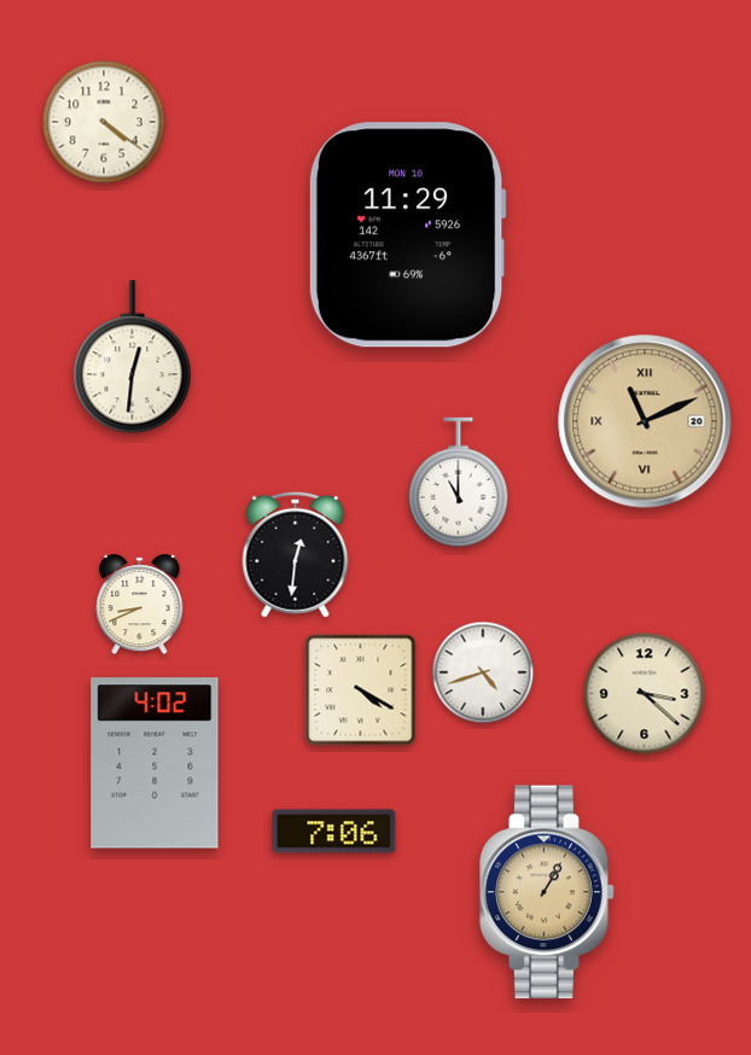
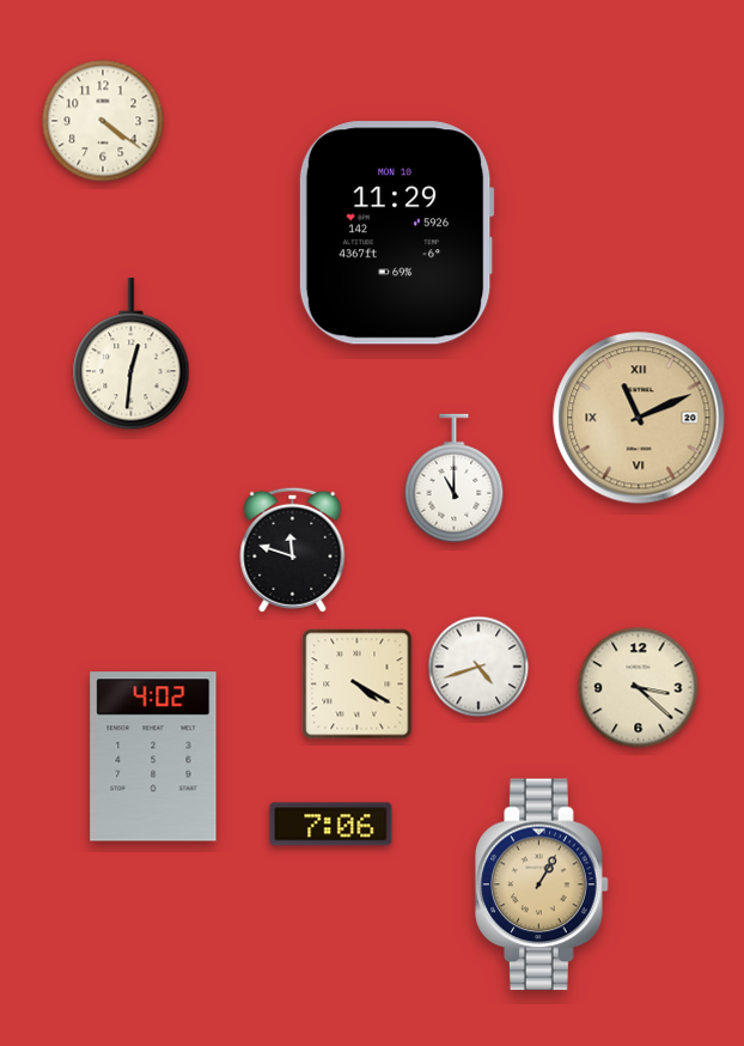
clock at (407, 235) position: (407, 235) -> (396, 233)
clock at (296, 554): 12:31 -> 11:48
clock at (140, 605): 8:41 -> none
